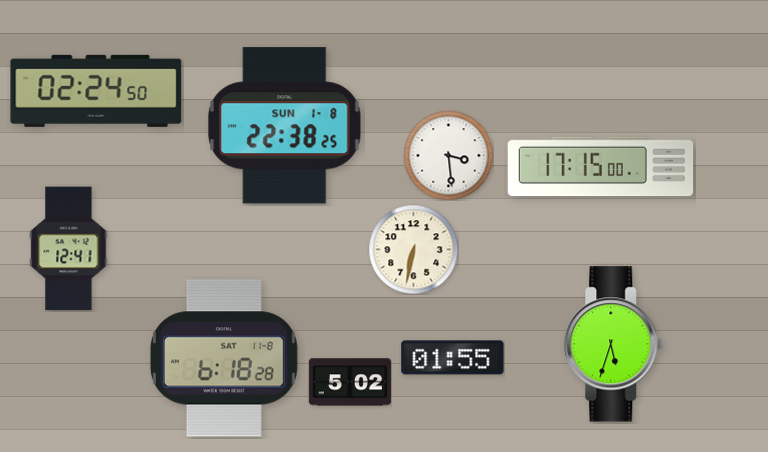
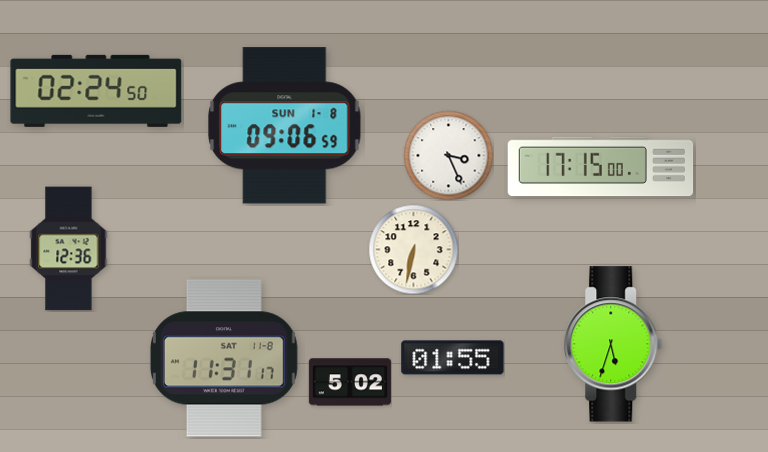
clock at (285, 126): 22:38 -> 09:06
clock at (448, 155): 3:29 -> 3:26
clock at (69, 249): 12:41 -> 12:36
clock at (224, 358): 6:18 -> 11:31
